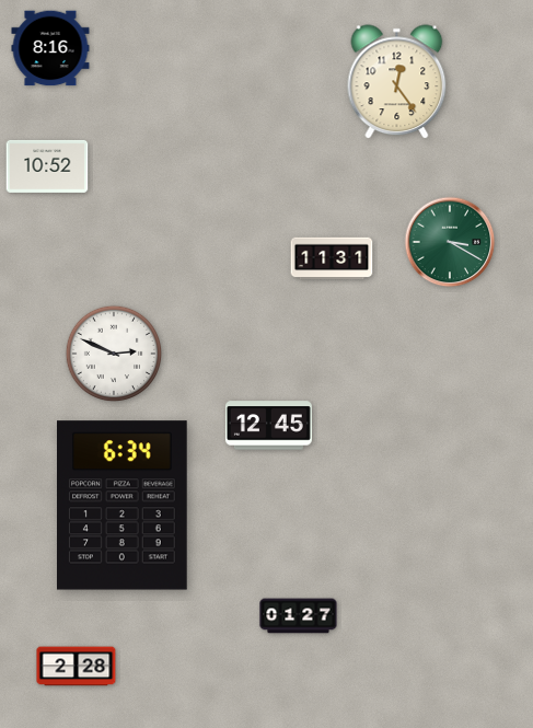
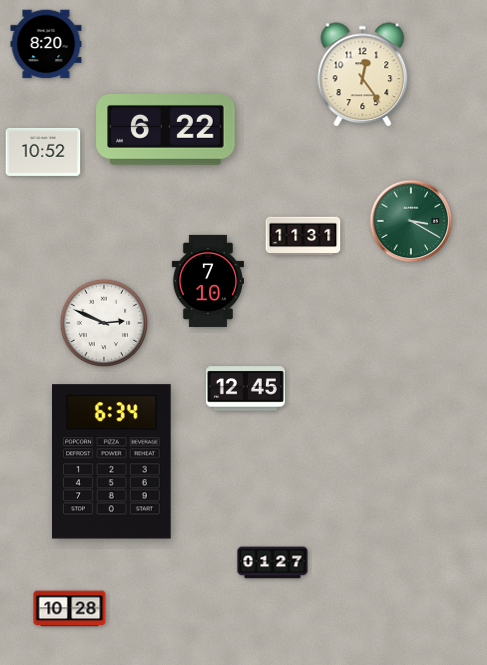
clock at (50, 48): 8:16 -> 8:20
clock at (166, 130): none -> 6:22
clock at (208, 281): none -> 7:10
clock at (77, 667): 2:28 -> 10:28
